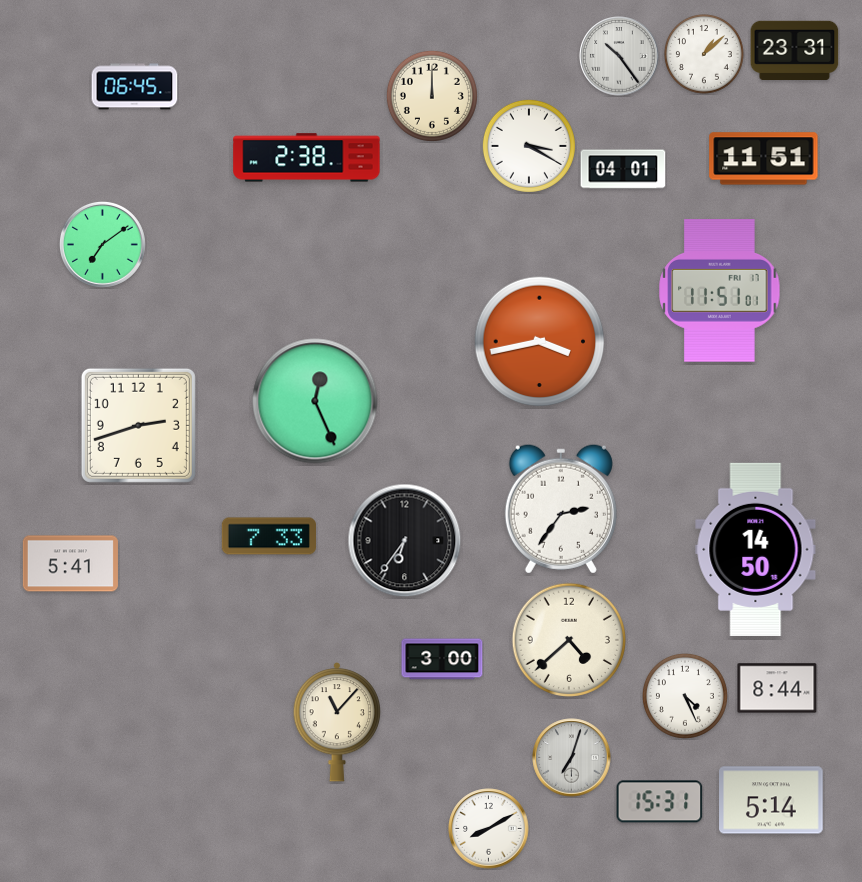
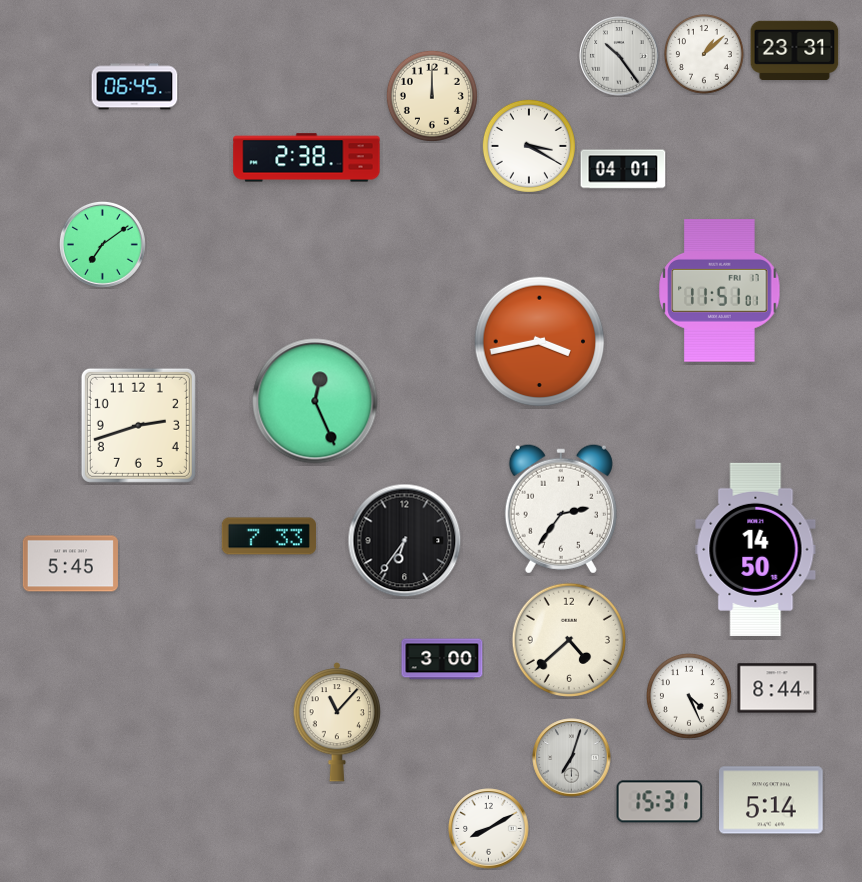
clock at (764, 159): 11:51 -> none
clock at (70, 564): 5:41 -> 5:45
clock at (685, 696) position: (685, 696) -> (689, 696)
